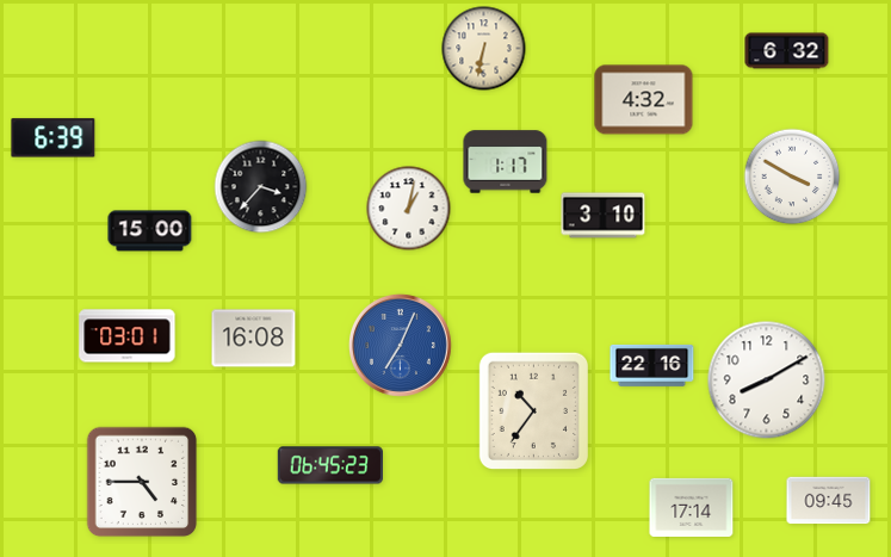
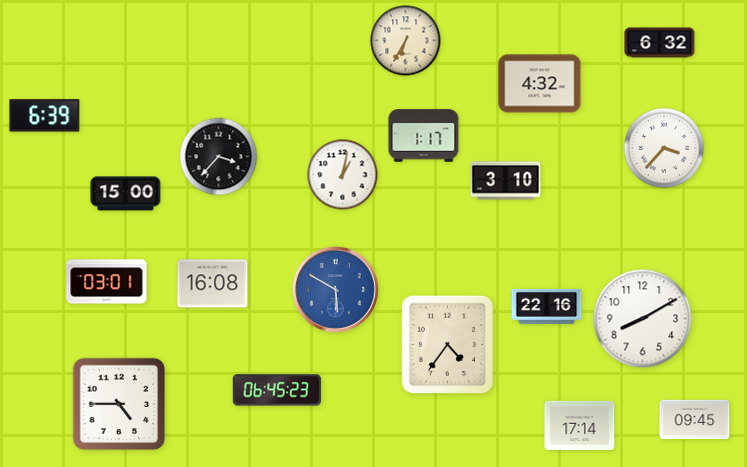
clock at (484, 49): 6:32 -> 6:35
clock at (792, 177): 3:50 -> 3:37
clock at (400, 345): 7:04 -> 5:50
clock at (533, 410): 10:36 -> 4:36
